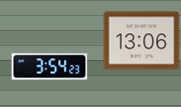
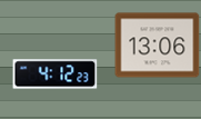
clock at (50, 67): 3:54 -> 4:12
